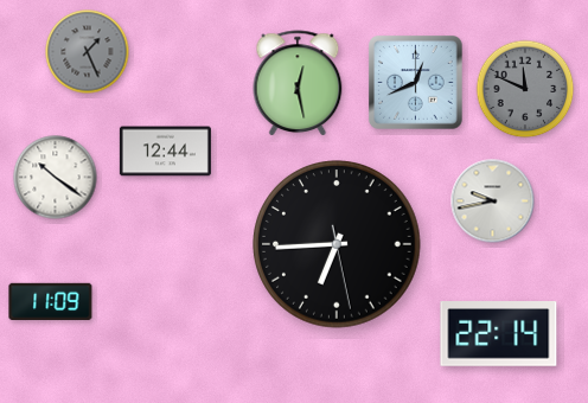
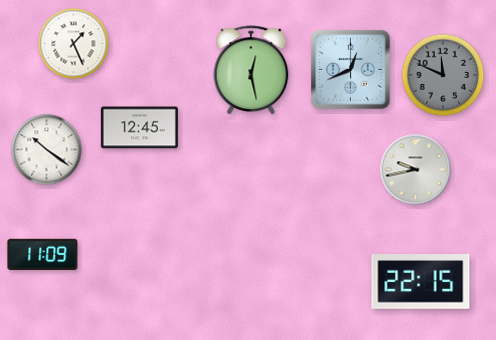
clock at (88, 52) dial: grey -> white
clock at (165, 152): 12:44 -> 12:45
clock at (337, 244): 6:44 -> none
clock at (499, 334): 22:14 -> 22:15
